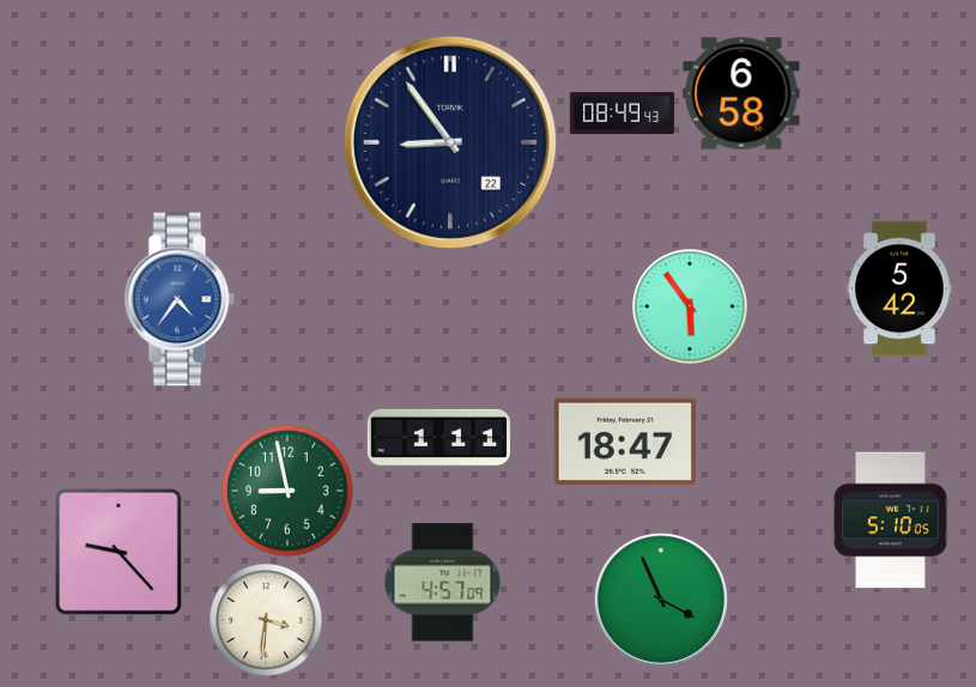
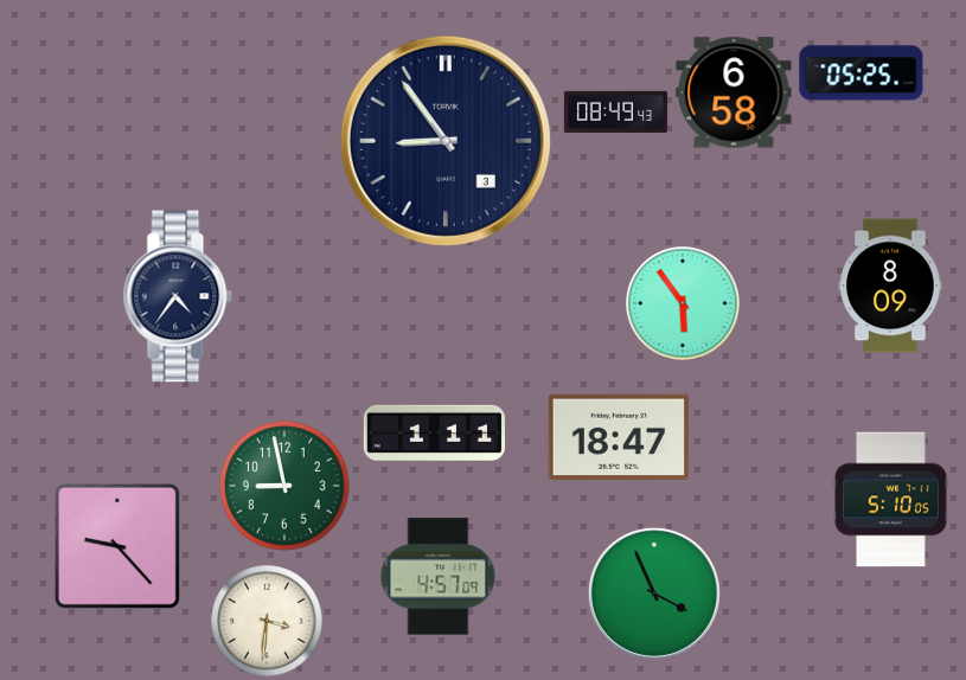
clock at (862, 73): none -> 05:25
clock at (450, 142) date: 22 -> 3
clock at (899, 288): 5:42 -> 8:09
clock at (180, 299) dial: blue -> navy
clock at (891, 521) position: (891, 521) -> (891, 500)
clock at (266, 620) position: (266, 620) -> (267, 621)
